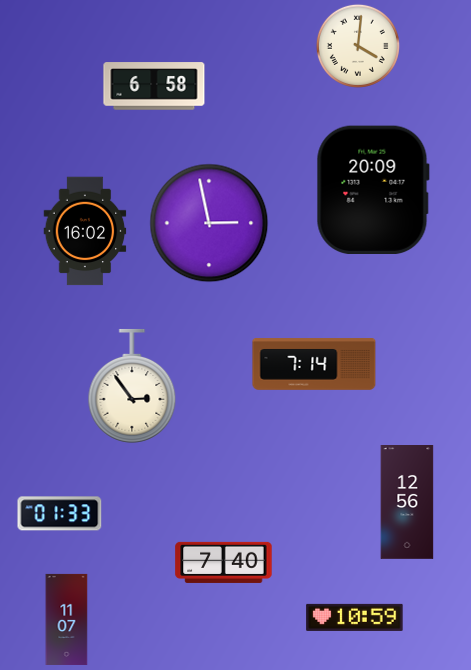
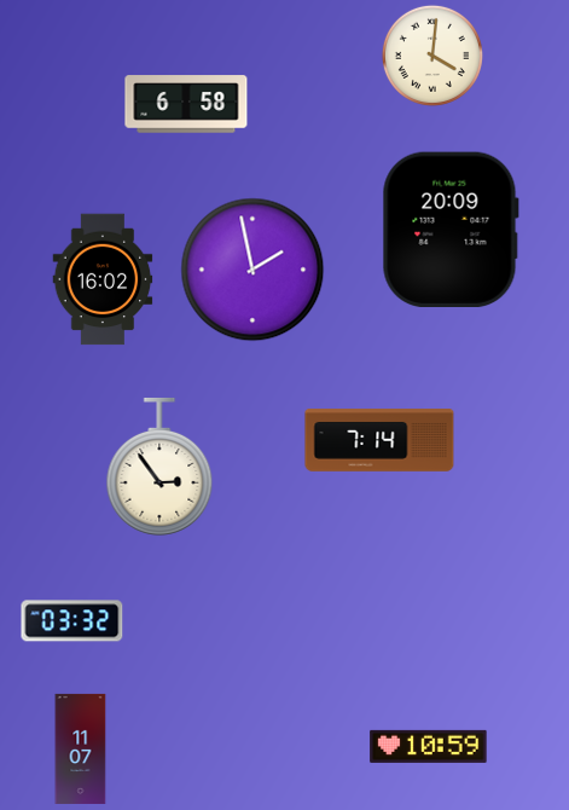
clock at (209, 223): 2:58 -> 1:58
clock at (407, 503): 12:56 -> none
clock at (60, 514): 01:33 -> 03:32
clock at (224, 562): 7:40 -> none
